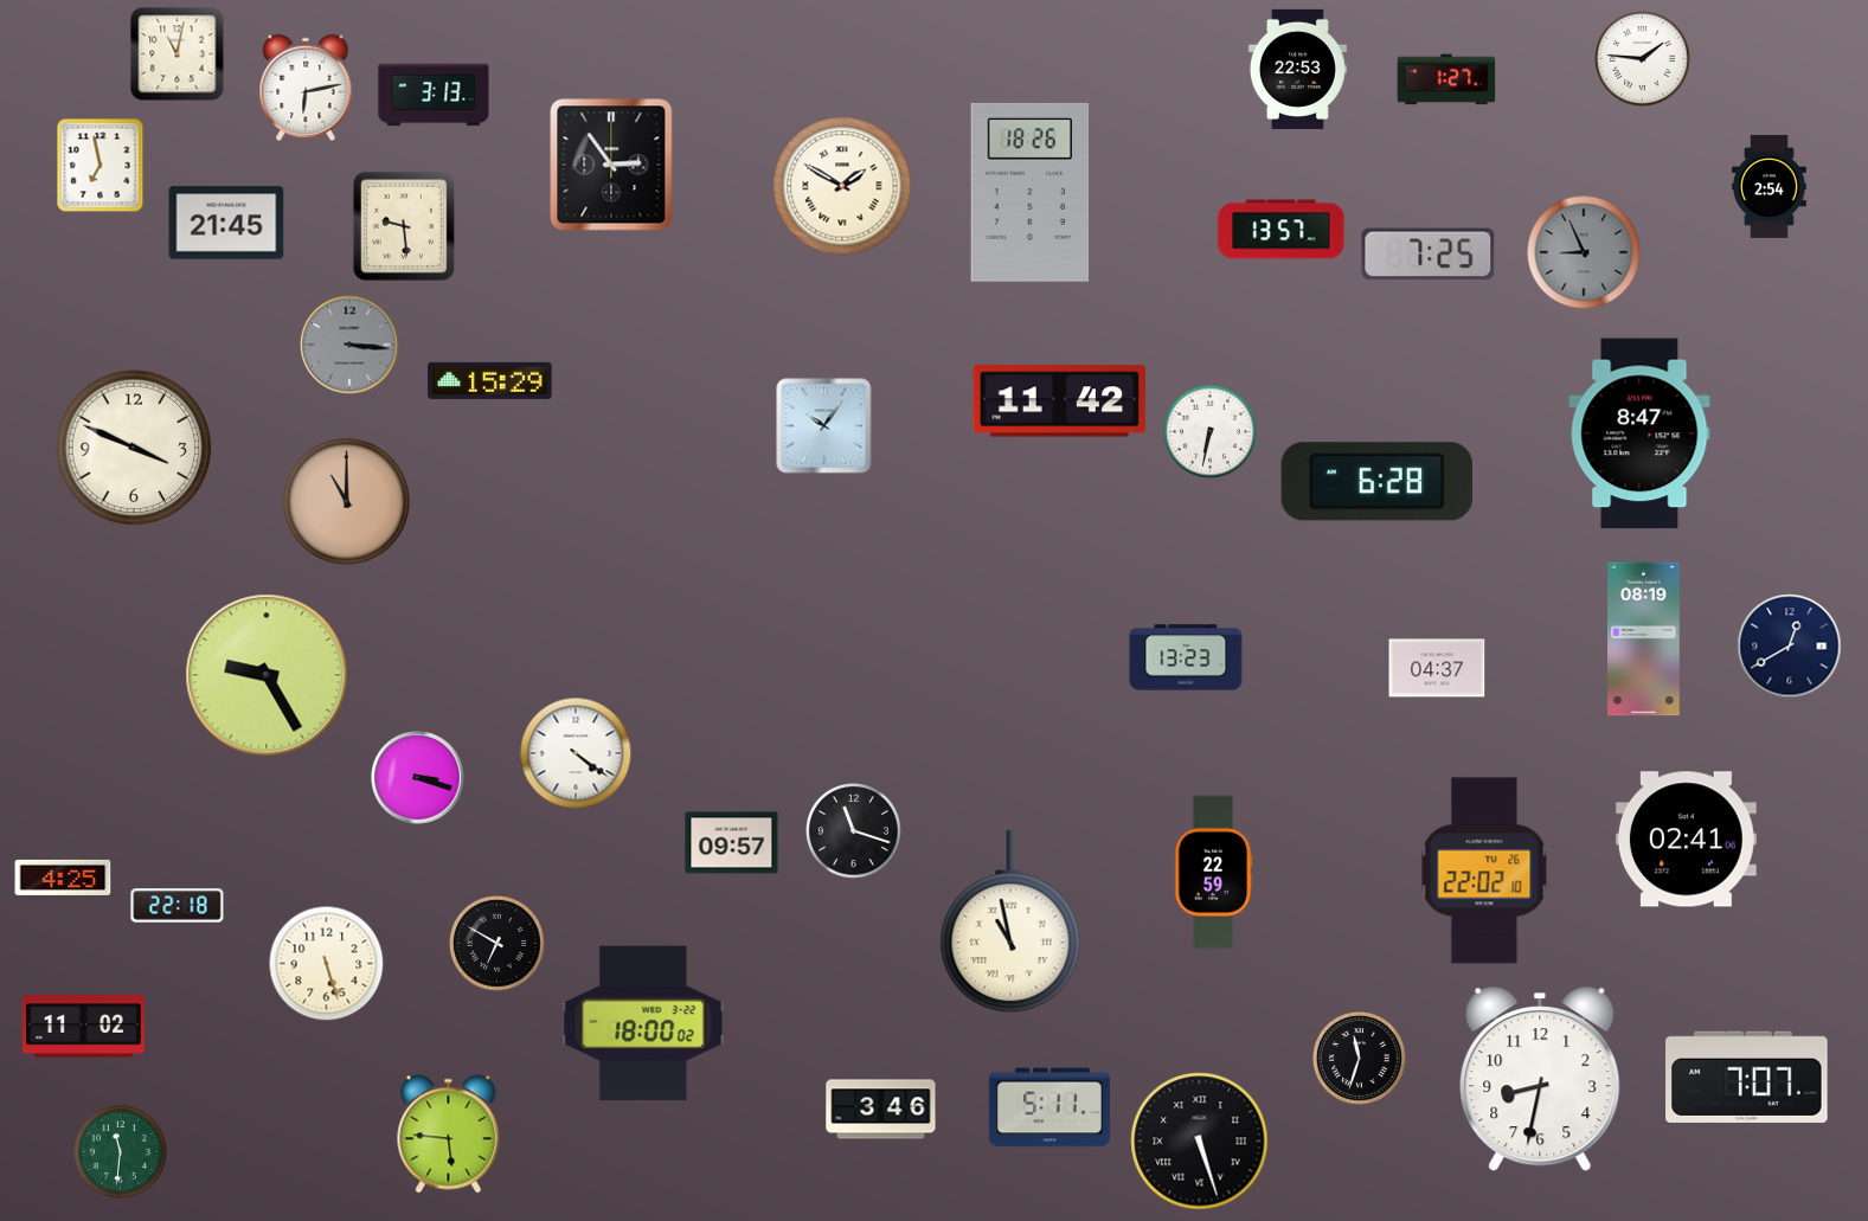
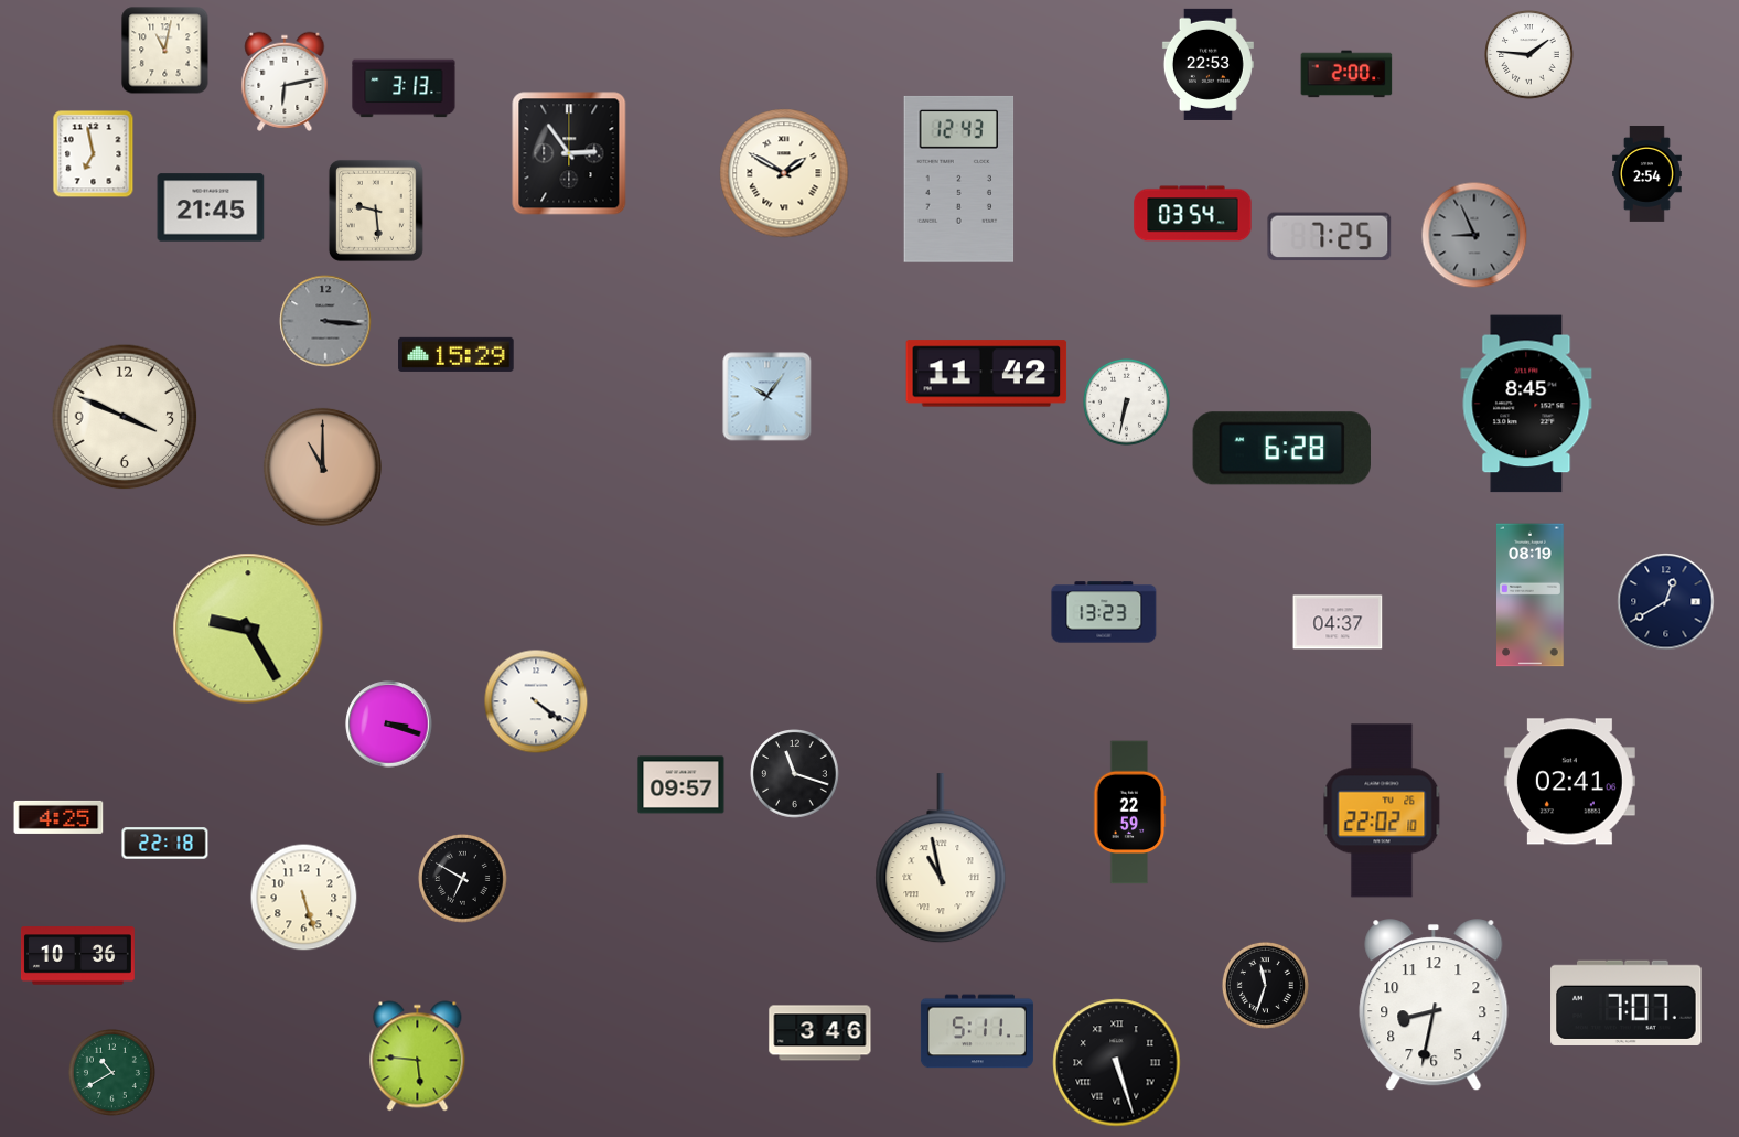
clock at (1446, 79): 1:27 -> 2:00
clock at (1031, 192): 18:26 -> 12:43
clock at (1282, 230): 13:57 -> 03:54
clock at (1639, 433): 8:47 -> 8:45
clock at (643, 1023): 18:00 -> none
clock at (83, 1027): 11:02 -> 10:36
clock at (120, 1151): 11:31 -> 10:40
